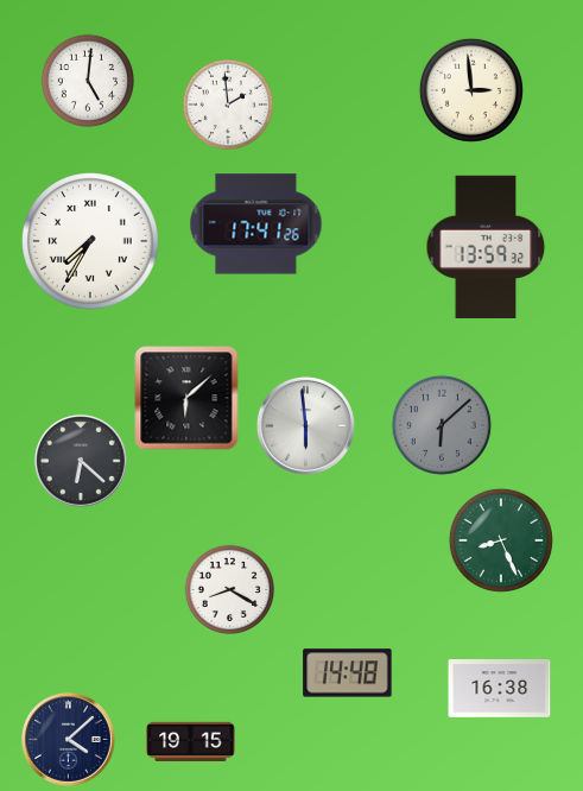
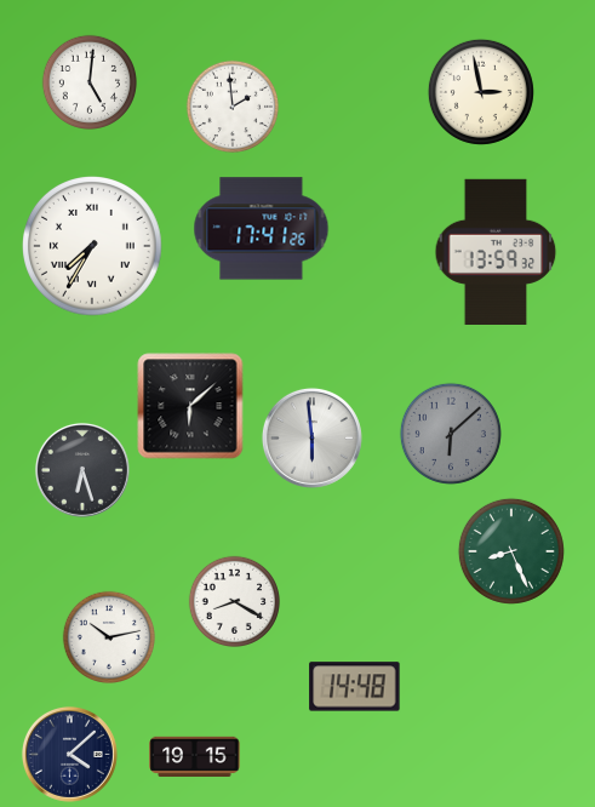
clock at (471, 90): 2:59 -> 2:58
clock at (305, 425) position: (305, 425) -> (311, 437)
clock at (81, 461): 6:22 -> 6:27
clock at (108, 636): none -> 10:13
clock at (500, 689): 16:38 -> none
